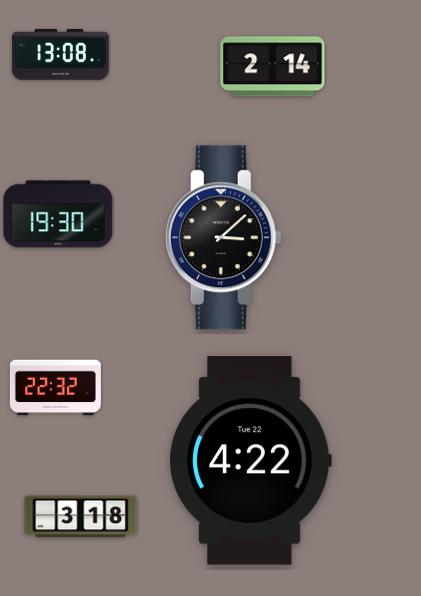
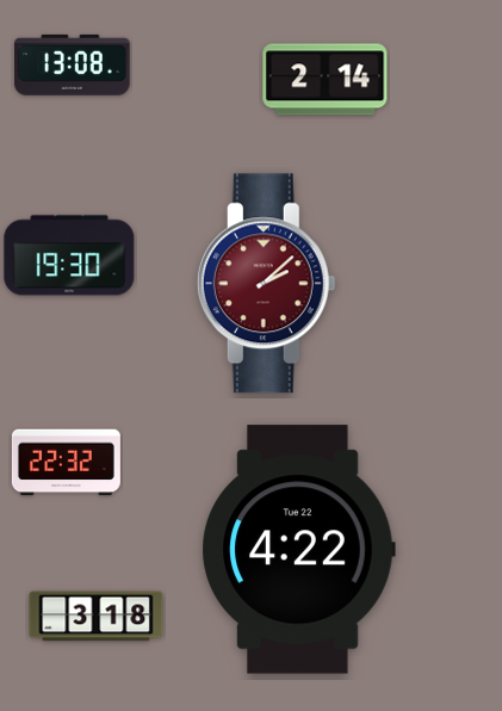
clock at (223, 238): 3:08 -> 2:08
clock at (223, 238) dial: black -> burgundy
